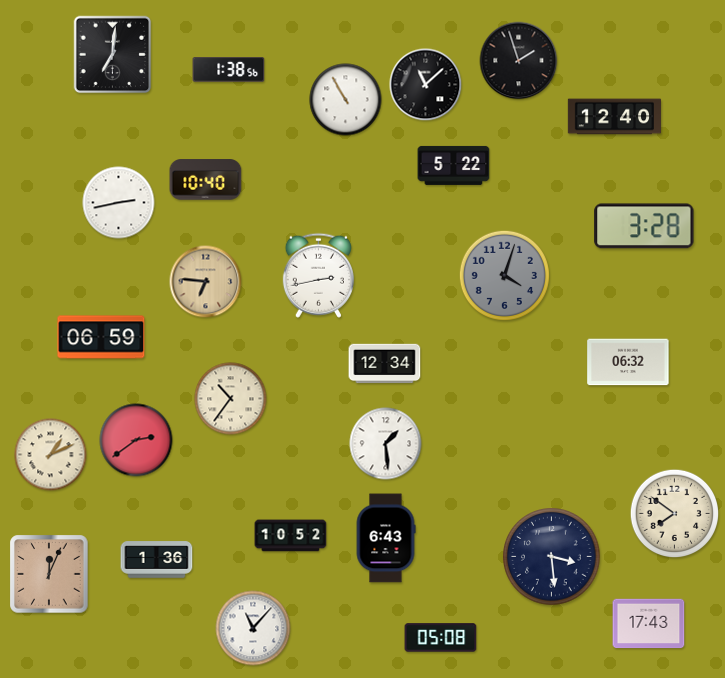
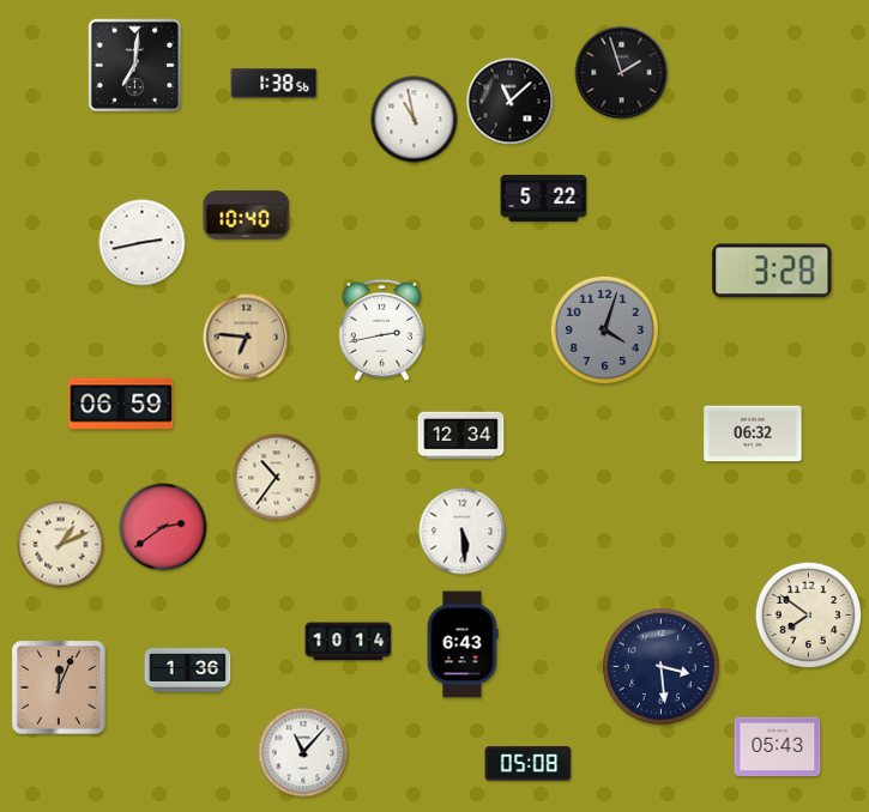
clock at (346, 100): 10:55 -> 10:58
clock at (614, 117): 12:40 -> none
clock at (386, 444): 1:29 -> 5:29
clock at (291, 536): 10:52 -> 10:14
clock at (649, 624): 17:43 -> 05:43
